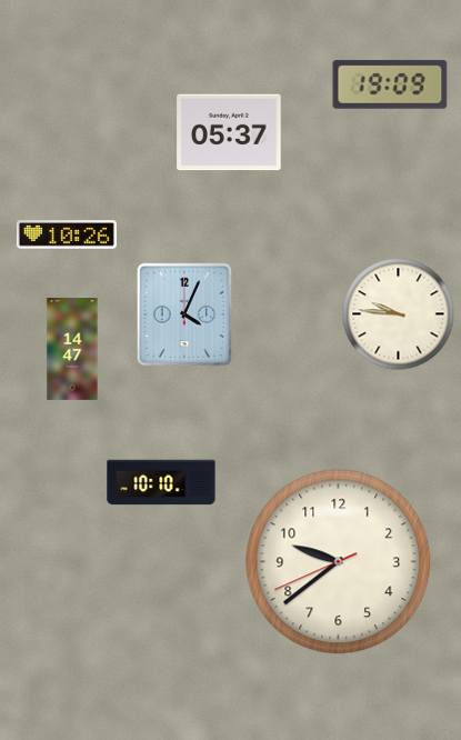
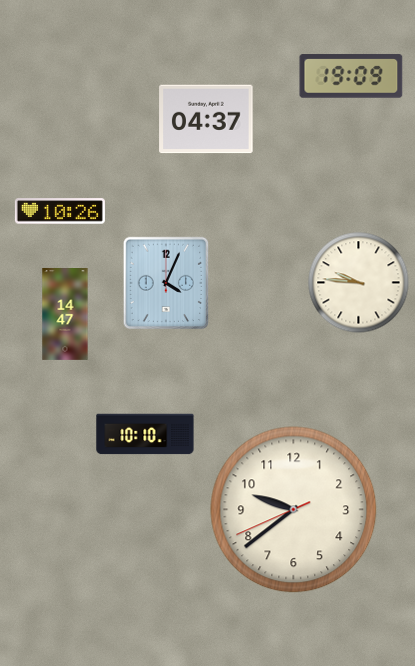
clock at (229, 132): 05:37 -> 04:37
clock at (339, 562) position: (339, 562) -> (294, 510)
